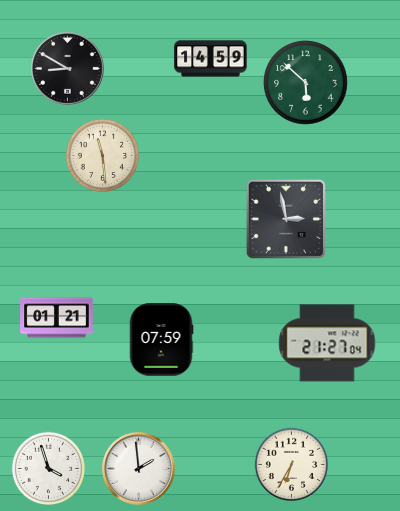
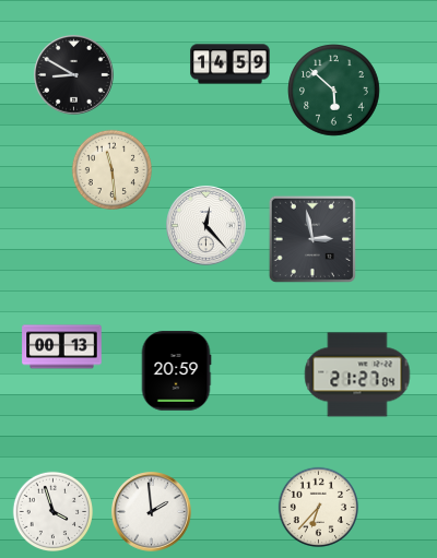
clock at (206, 226): none -> 12:23
clock at (57, 318): 01:21 -> 00:13
clock at (161, 340): 07:59 -> 20:59
clock at (291, 464): 6:35 -> 6:37
